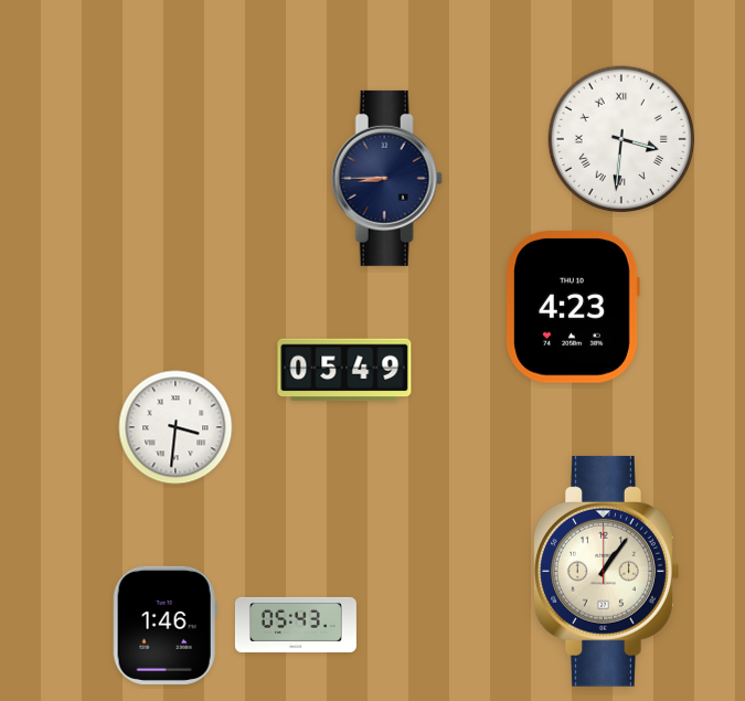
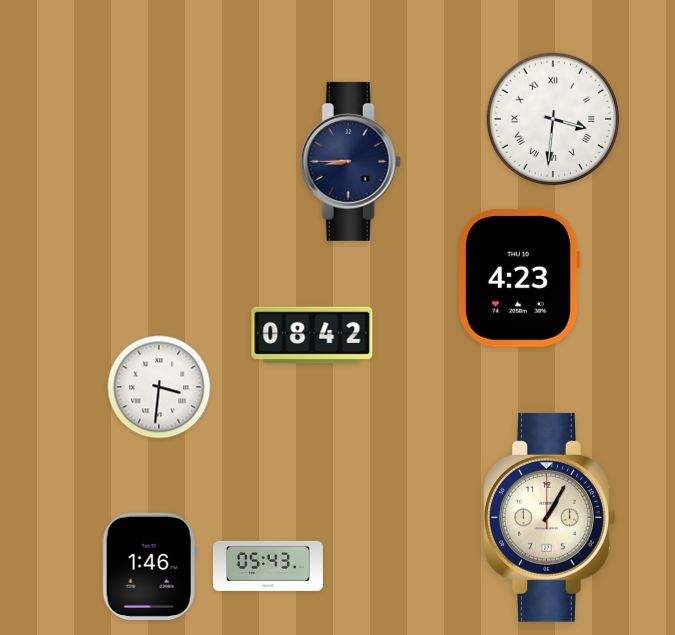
clock at (620, 138) position: (620, 138) -> (552, 118)
clock at (344, 370): 05:49 -> 08:42
clock at (607, 571): 1:06 -> 1:05
